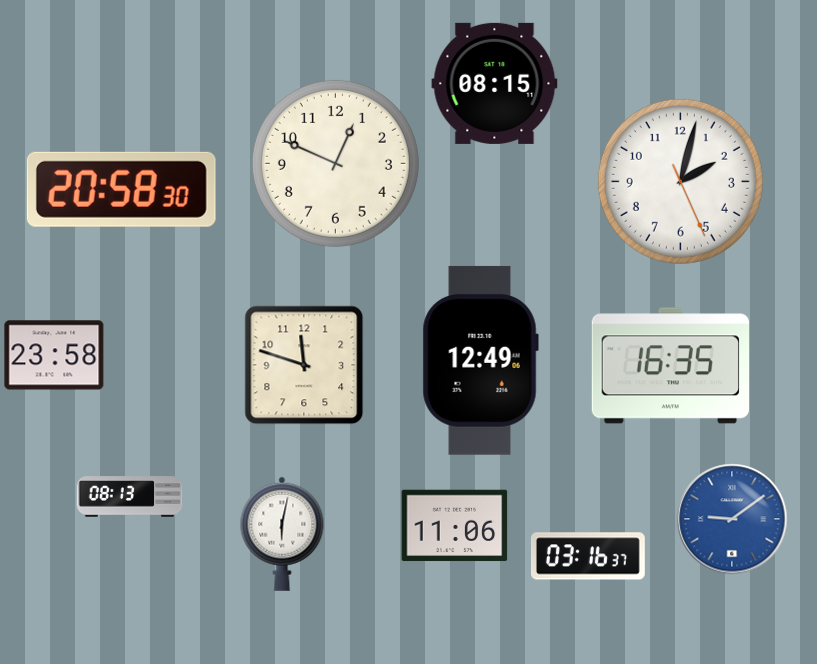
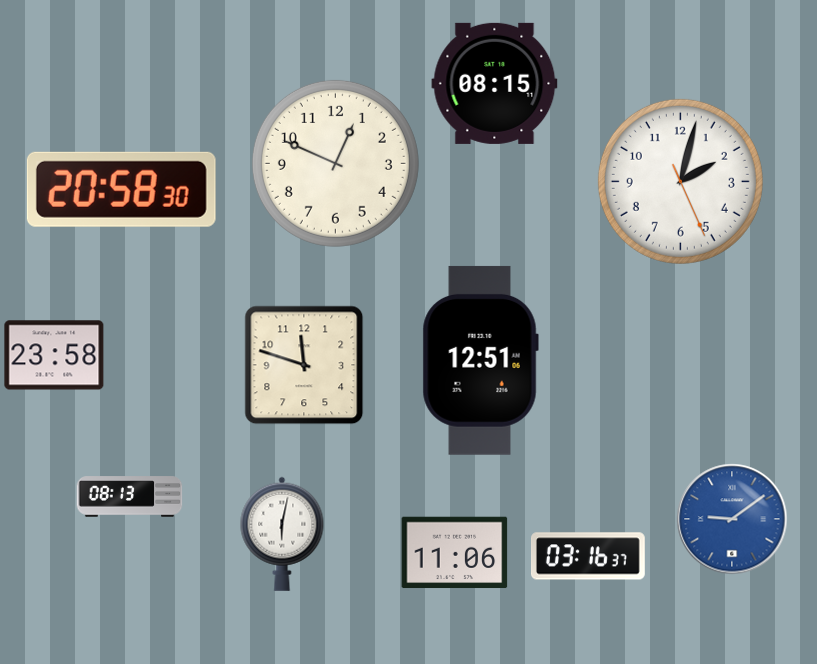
clock at (480, 360): 12:49 -> 12:51
clock at (670, 366): 16:35 -> none
clock at (455, 526) position: (455, 526) -> (455, 553)
